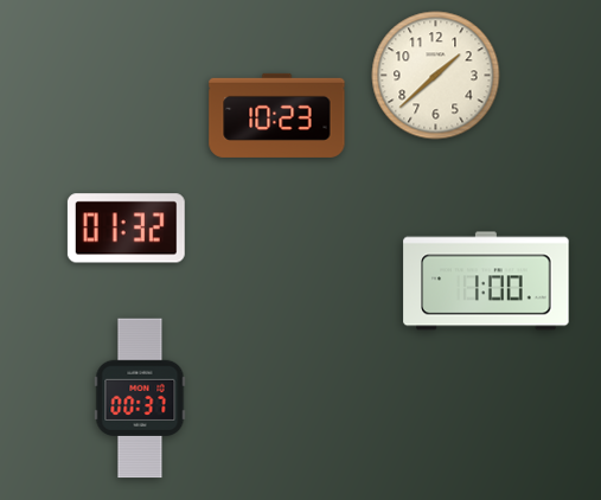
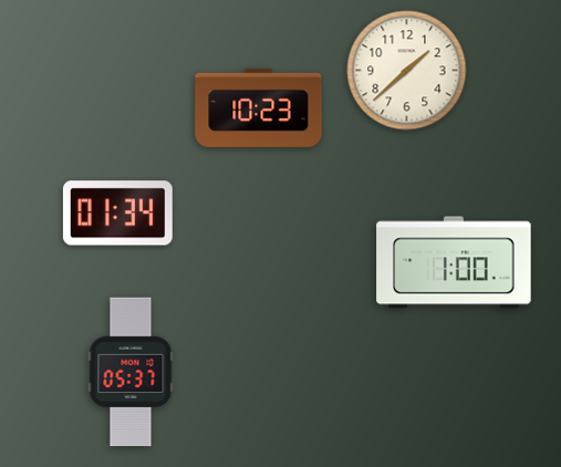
clock at (126, 229): 01:32 -> 01:34
clock at (140, 398): 00:37 -> 05:37
